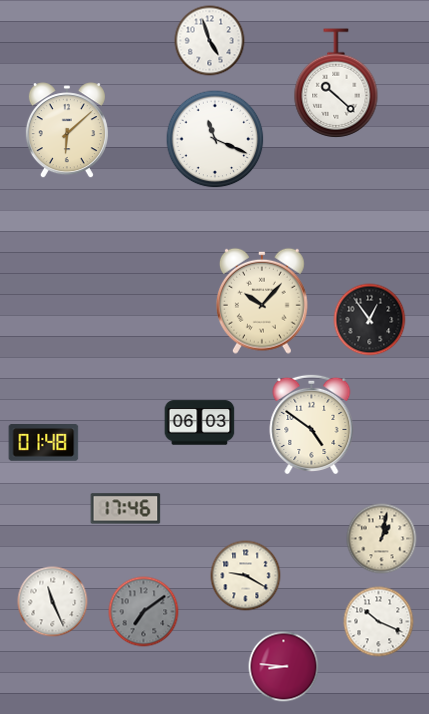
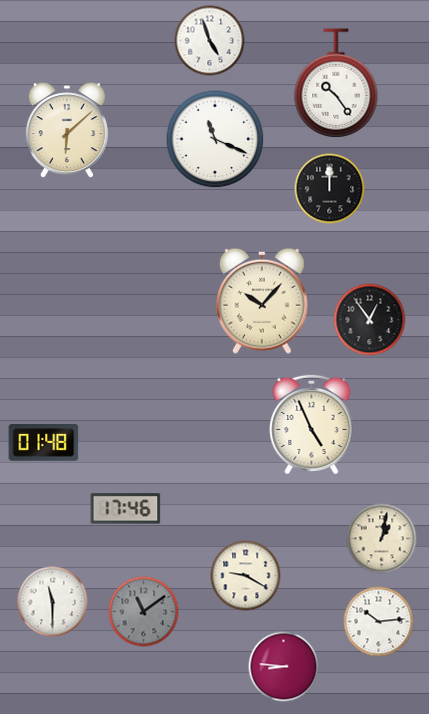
clock at (336, 83): 10:22 -> 10:24
clock at (330, 189): none -> 12:00
clock at (200, 423): 06:03 -> none
clock at (312, 423): 4:51 -> 4:56
clock at (53, 602): 11:26 -> 11:30
clock at (144, 612): 7:09 -> 11:09
clock at (379, 622): 10:19 -> 10:14
